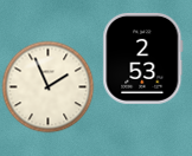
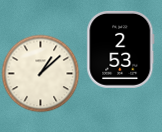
clock at (47, 86): 1:56 -> 1:08
